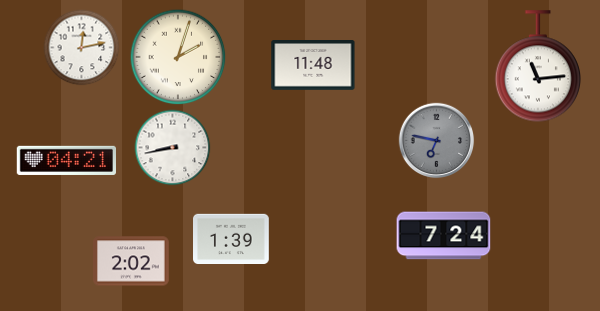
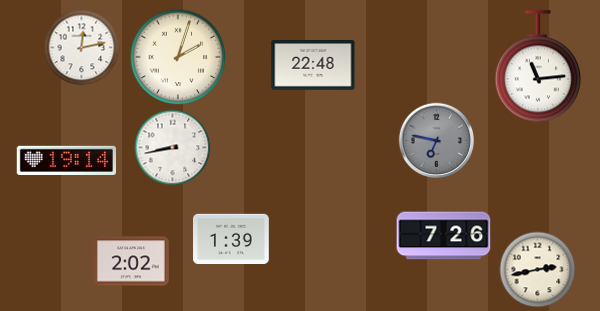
clock at (313, 66): 11:48 -> 22:48
clock at (66, 160): 04:21 -> 19:14
clock at (444, 236): 7:24 -> 7:26
clock at (538, 270): none -> 2:43
